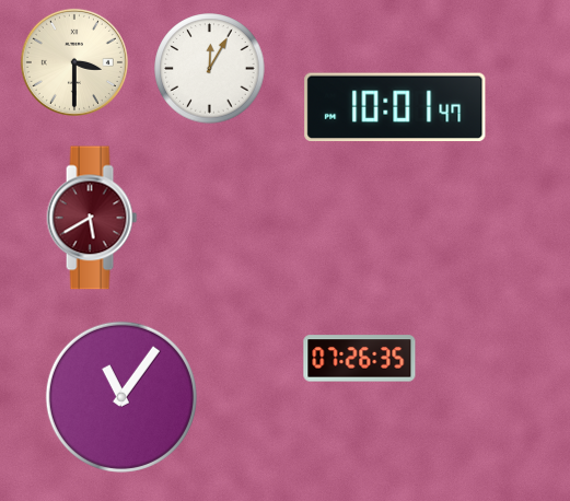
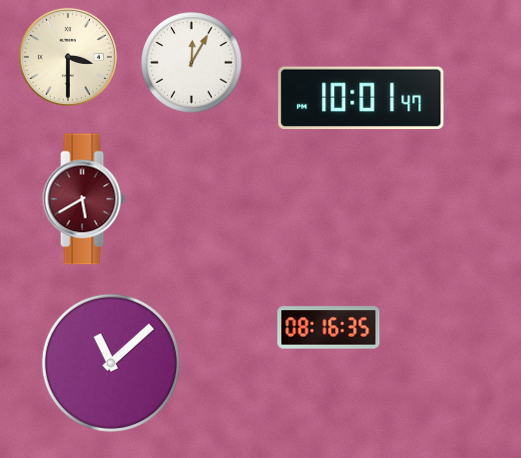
clock at (360, 359): 07:26 -> 08:16
clock at (121, 397): 11:06 -> 11:08
